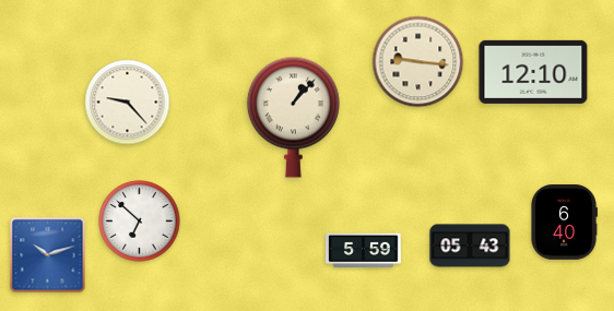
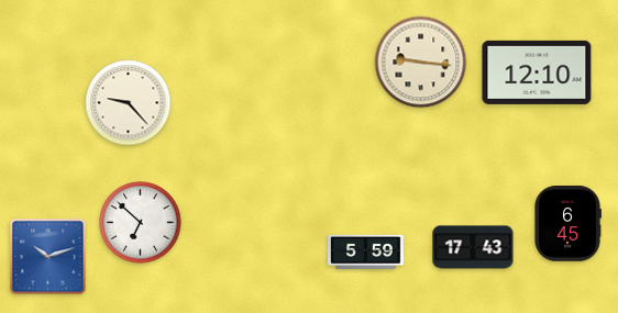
clock at (293, 117): 1:07 -> none
clock at (565, 223): 6:40 -> 6:45
clock at (470, 246): 05:43 -> 17:43
